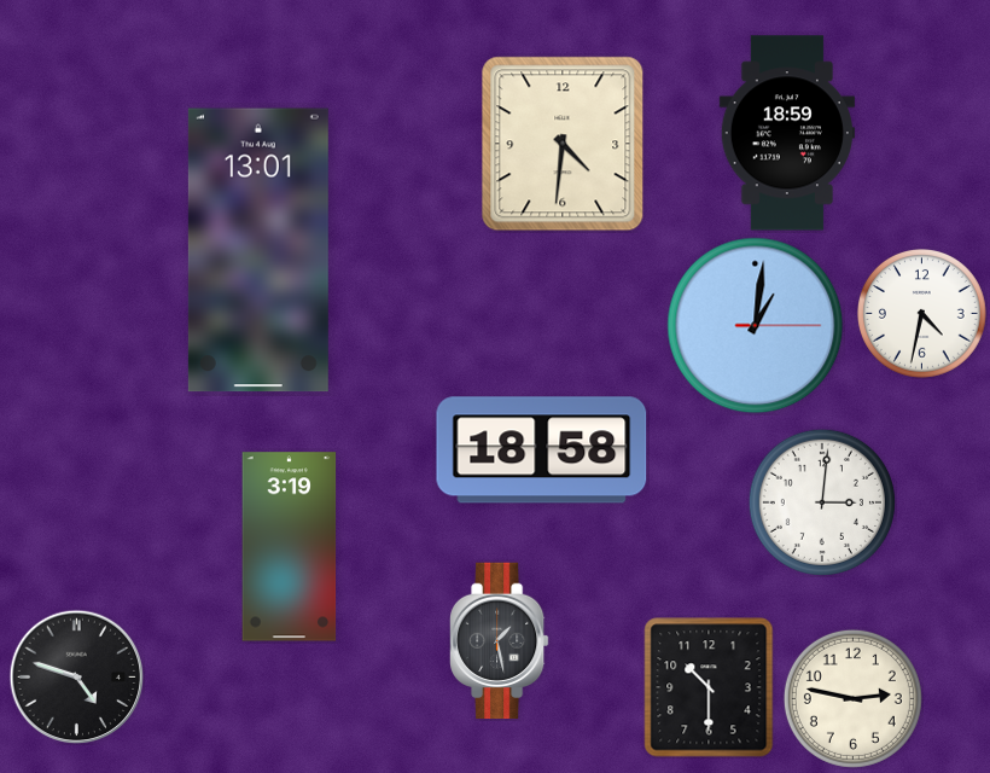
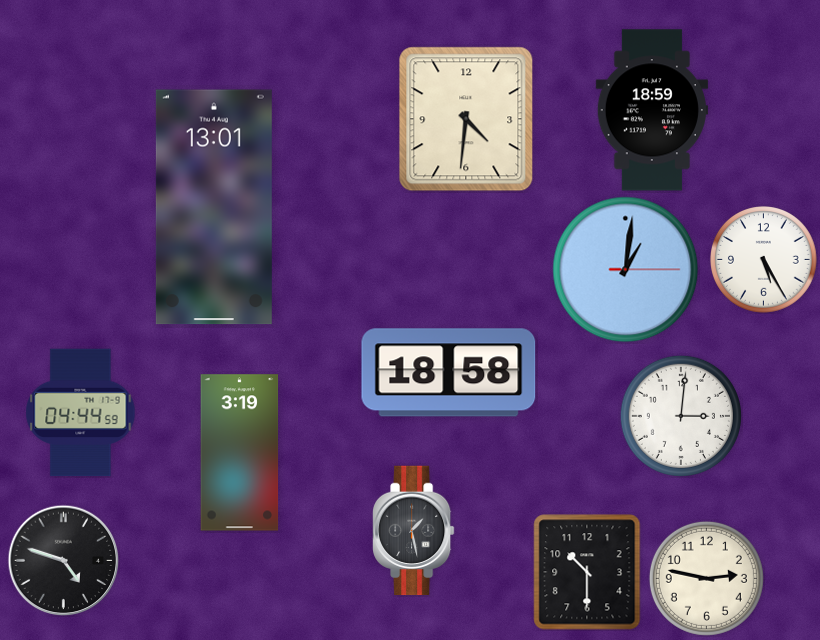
clock at (922, 314): 4:32 -> 5:25
clock at (81, 413): none -> 04:44
clock at (709, 687) position: (709, 687) -> (587, 572)
